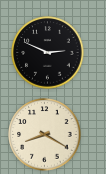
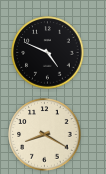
clock at (48, 53): 2:49 -> 4:49
